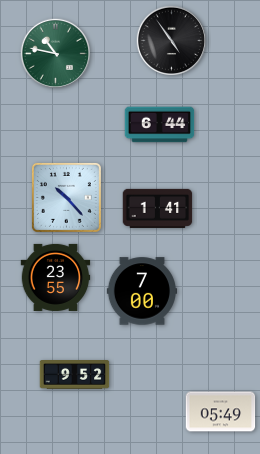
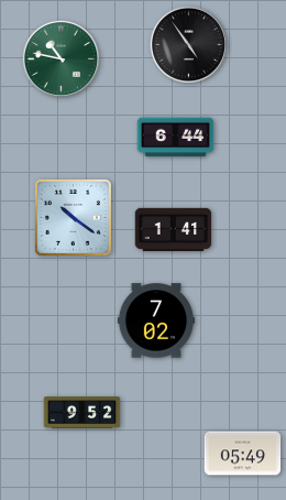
clock at (66, 197): 10:23 -> 10:21
clock at (56, 277): 23:55 -> none
clock at (141, 291): 7:00 -> 7:02
